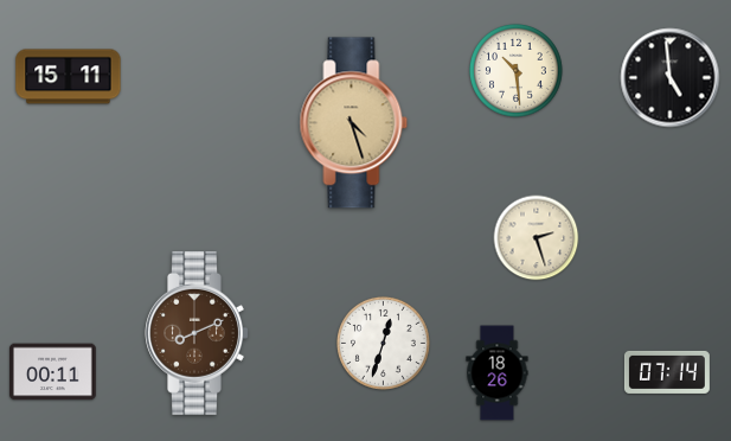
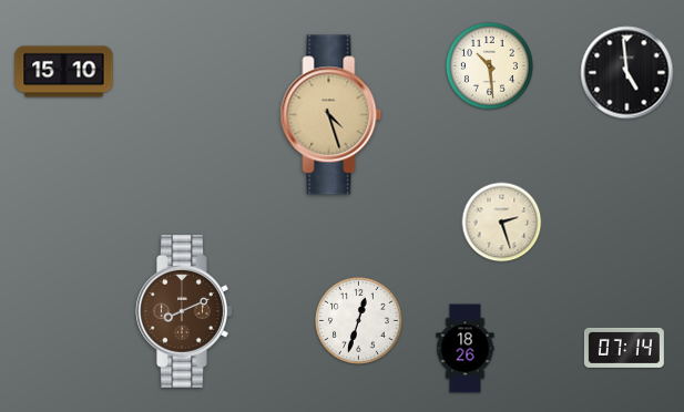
clock at (515, 71) position: (515, 71) -> (489, 66)
clock at (69, 77): 15:11 -> 15:10
clock at (53, 372): 00:11 -> none
